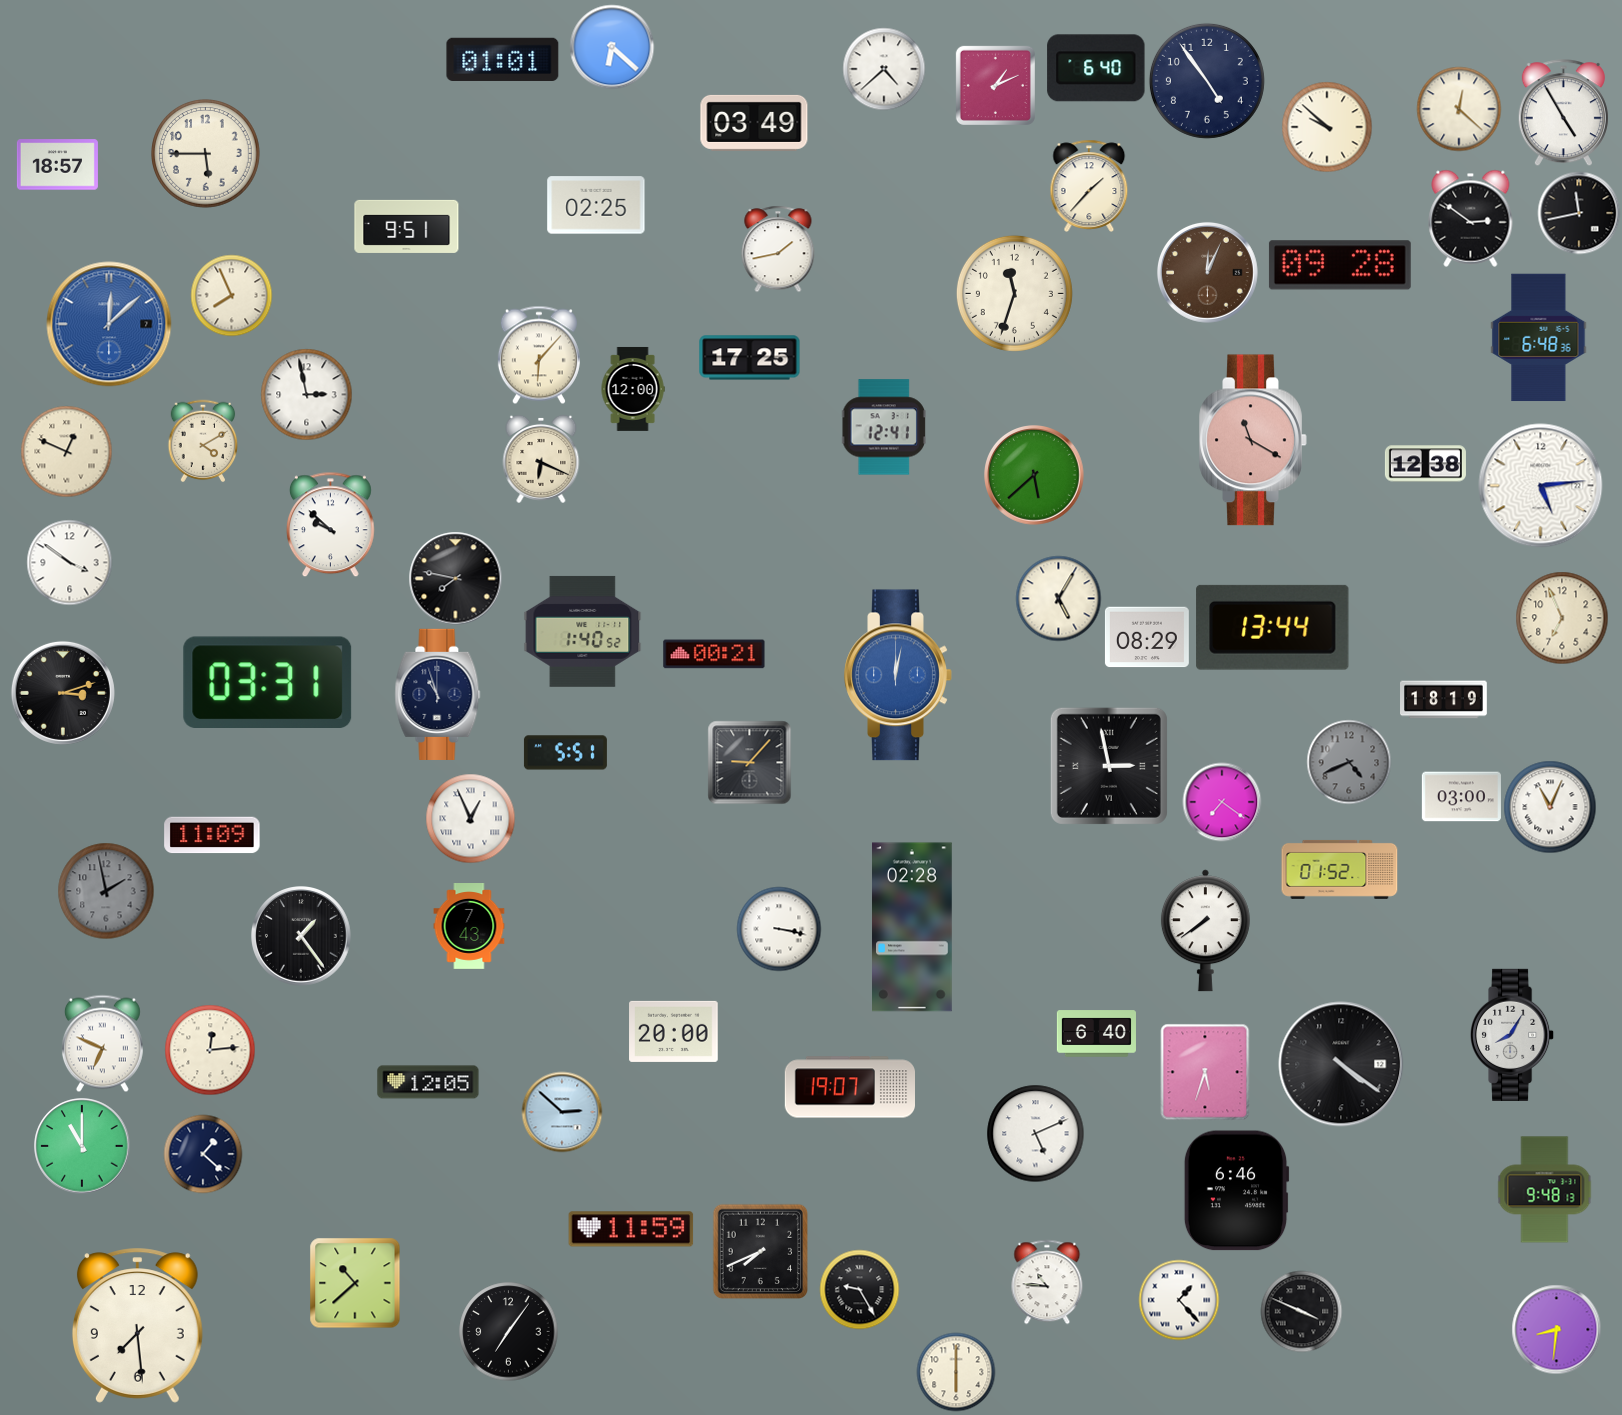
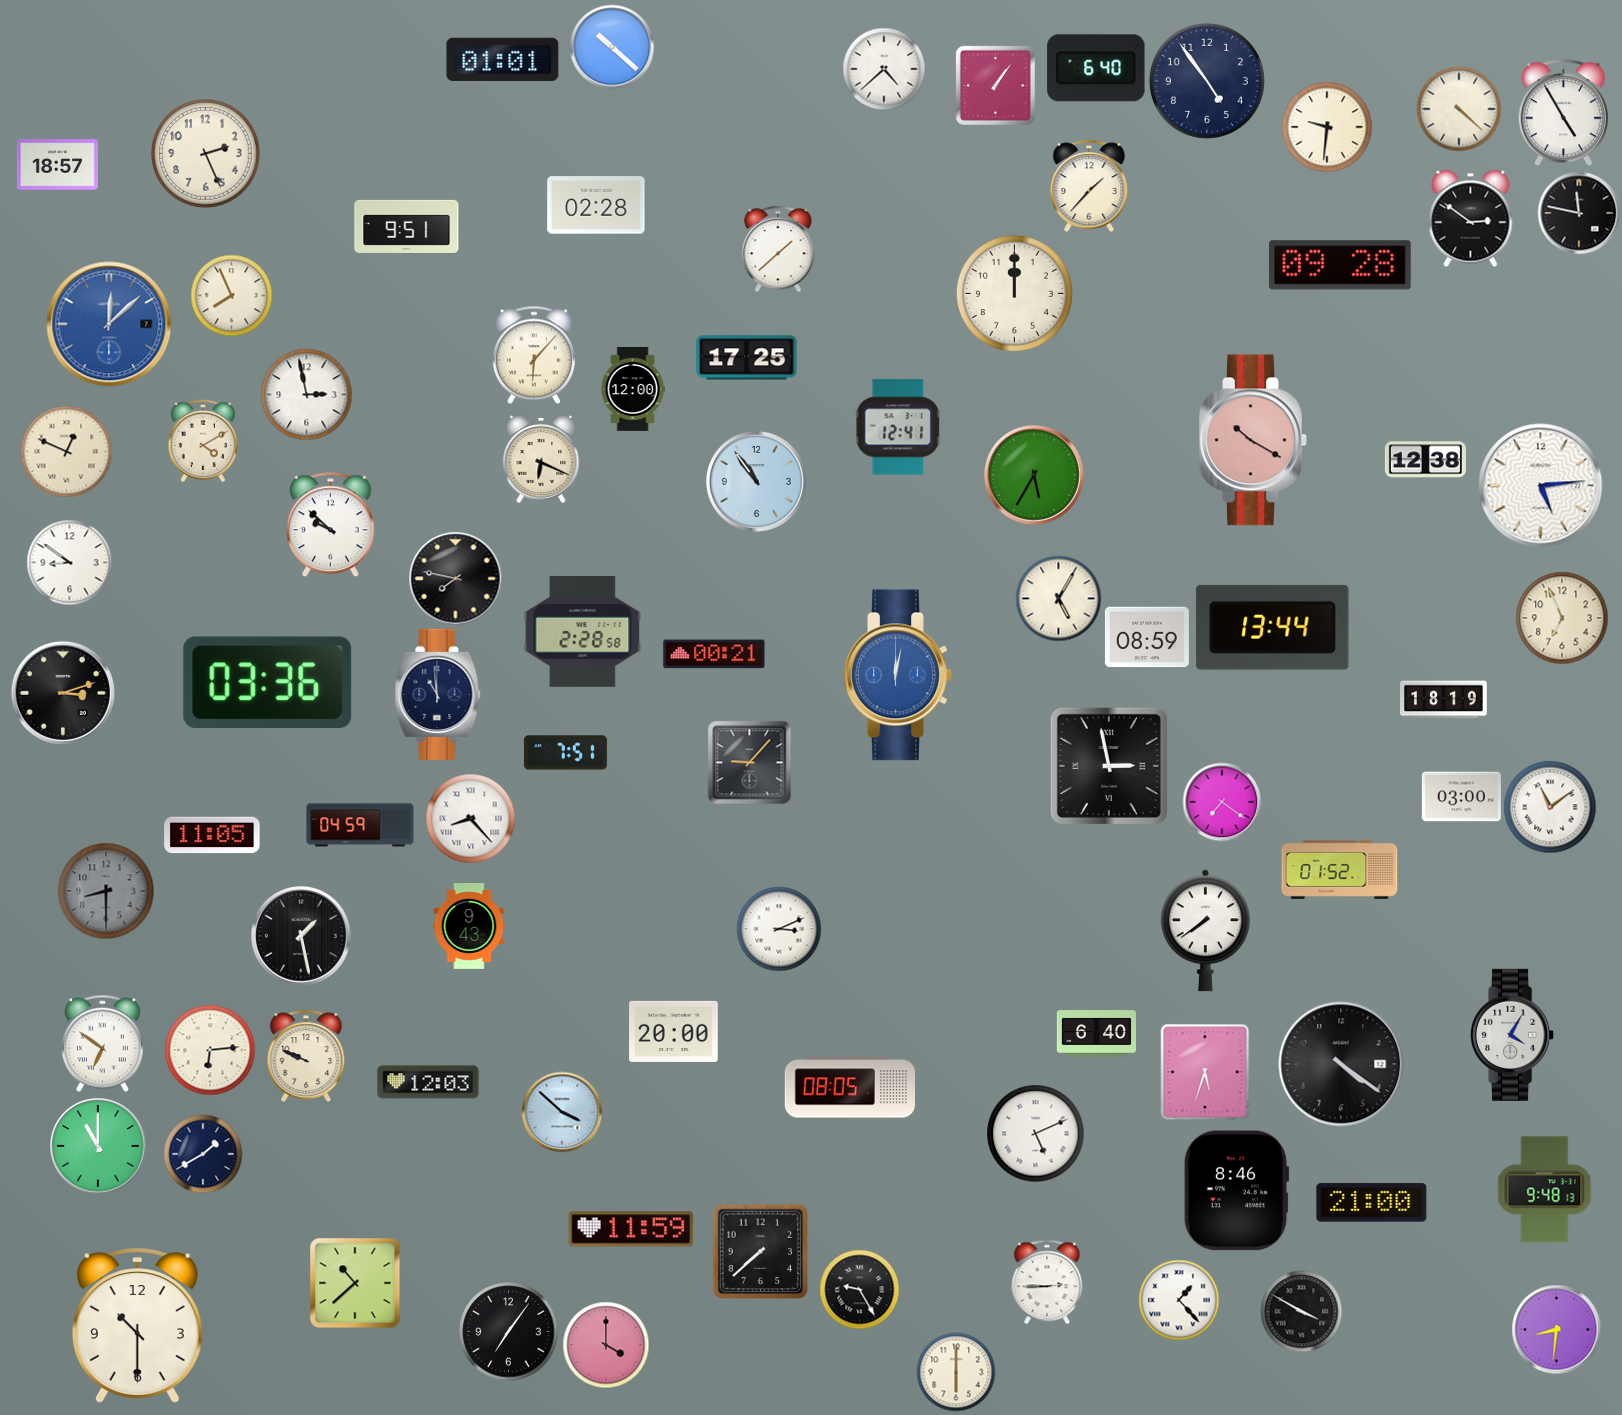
clock at (612, 47): 6:22 -> 10:22
clock at (995, 85): 1:11 -> 1:06
clock at (1459, 109): 12:22 -> 4:22
clock at (754, 123): 03:49 -> none
clock at (1327, 127): 9:52 -> 9:31
clock at (206, 154): 5:45 -> 2:26
clock at (596, 205): 02:25 -> 02:28
clock at (1579, 213): 11:43 -> 11:47
clock at (778, 249): 1:43 -> 1:38
clock at (1208, 273): 12:04 -> none
clock at (1014, 293): 11:33 -> 12:00
clock at (1539, 338): 6:48 -> none
clock at (539, 355) position: (539, 355) -> (534, 355)
clock at (750, 358) position: (750, 358) -> (747, 358)
clock at (883, 427) position: (883, 427) -> (897, 427)
clock at (1253, 440): 11:20 -> 10:20
clock at (1425, 464) position: (1425, 464) -> (1425, 460)
clock at (1035, 476): 5:38 -> 5:35
clock at (757, 482): none -> 10:54
clock at (69, 562): 3:51 -> 8:51
clock at (583, 631): 1:40 -> 2:28
clock at (1147, 637): 08:29 -> 08:59
clock at (268, 682): 03:31 -> 03:36
clock at (438, 694): 10:57 -> 10:59
clock at (565, 753): 5:51 -> 7:51
clock at (1349, 762): 4:41 -> none
clock at (1550, 807): 11:04 -> 11:09
clock at (470, 818): 12:56 -> 8:23
clock at (360, 825): none -> 04:59
clock at (212, 835): 11:09 -> 11:05
clock at (106, 891): 1:58 -> 8:30
clock at (469, 927): 7:43 -> 9:43
clock at (913, 927): 02:28 -> none
clock at (779, 929): 3:17 -> 3:11
clock at (302, 937): 1:24 -> 1:28
clock at (1513, 1035): 8:05 -> 4:05
clock at (102, 1043): 6:49 -> 6:51
clock at (210, 1050): 12:14 -> 6:14
clock at (306, 1056): none -> 9:49
clock at (428, 1082): 12:05 -> 12:03
clock at (849, 1087): 19:07 -> 08:05
clock at (562, 1112): 2:52 -> 3:52
clock at (82, 1146) position: (82, 1146) -> (98, 1146)
clock at (203, 1154): 1:22 -> 1:40
clock at (1236, 1191): 6:46 -> 8:46
clock at (1372, 1203): none -> 21:00
clock at (760, 1251): 7:41 -> 7:38
clock at (1047, 1282): 10:46 -> 2:45
clock at (1301, 1311): 3:49 -> 3:50
clock at (137, 1326): 7:29 -> 10:30
clock at (606, 1345): none -> 4:00
